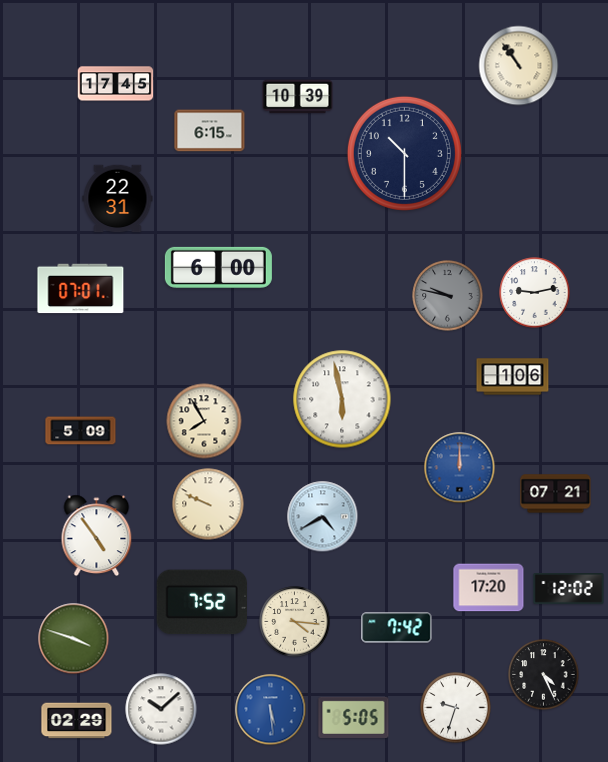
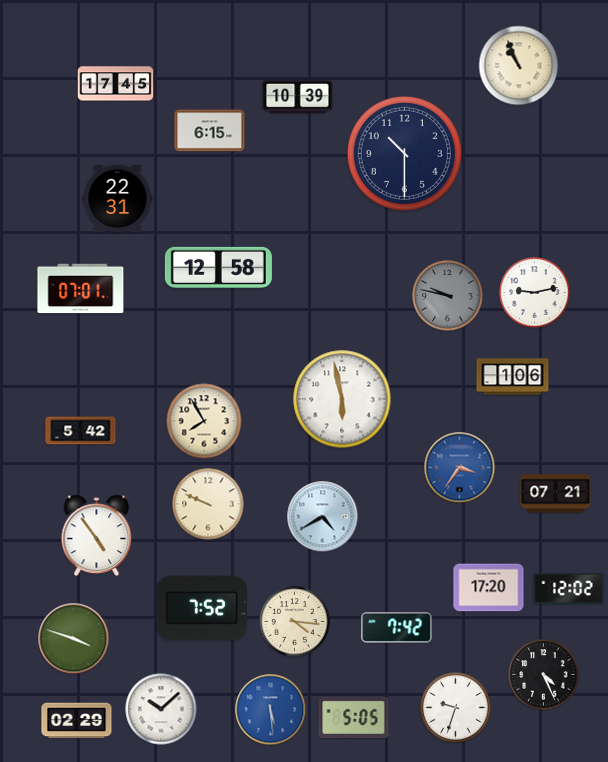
clock at (519, 66): 10:54 -> 10:56
clock at (218, 267): 6:00 -> 12:58
clock at (81, 431): 5:09 -> 5:42
clock at (460, 468): 12:00 -> 3:36
clock at (201, 602) position: (201, 602) -> (201, 608)
